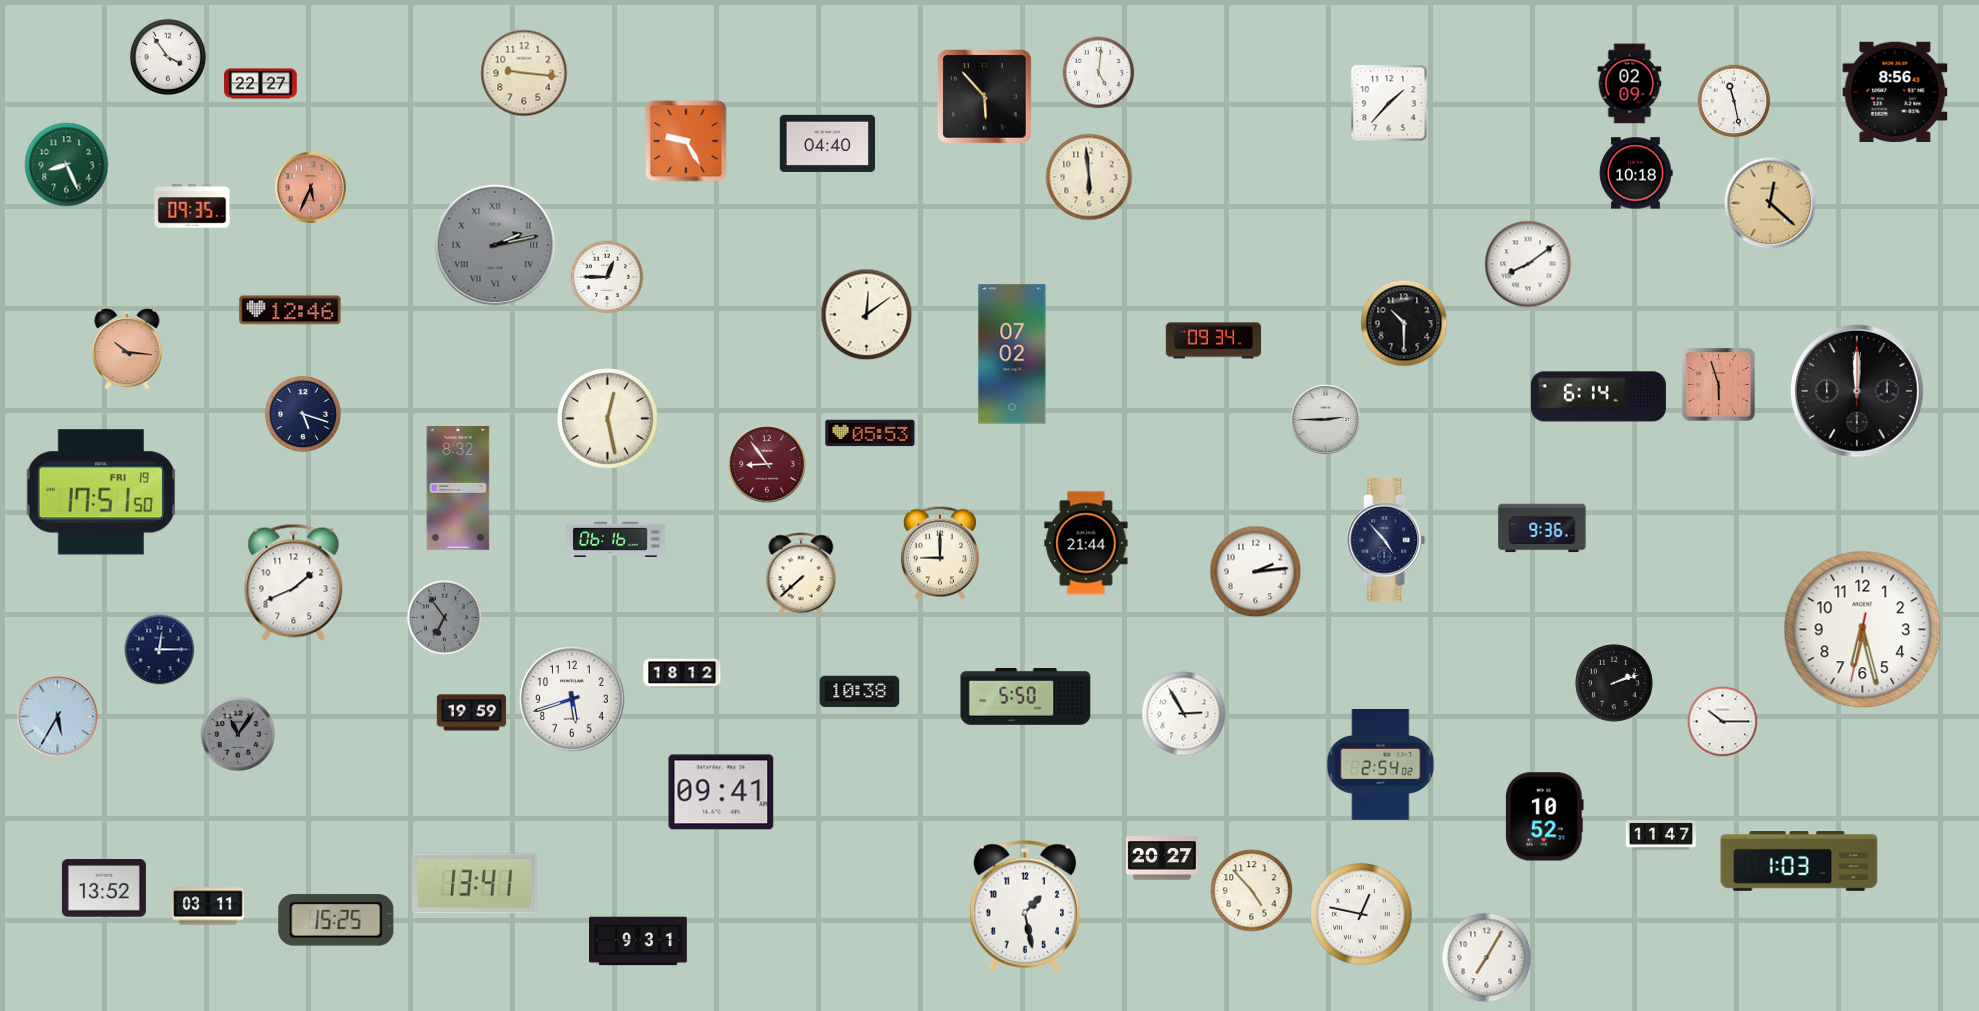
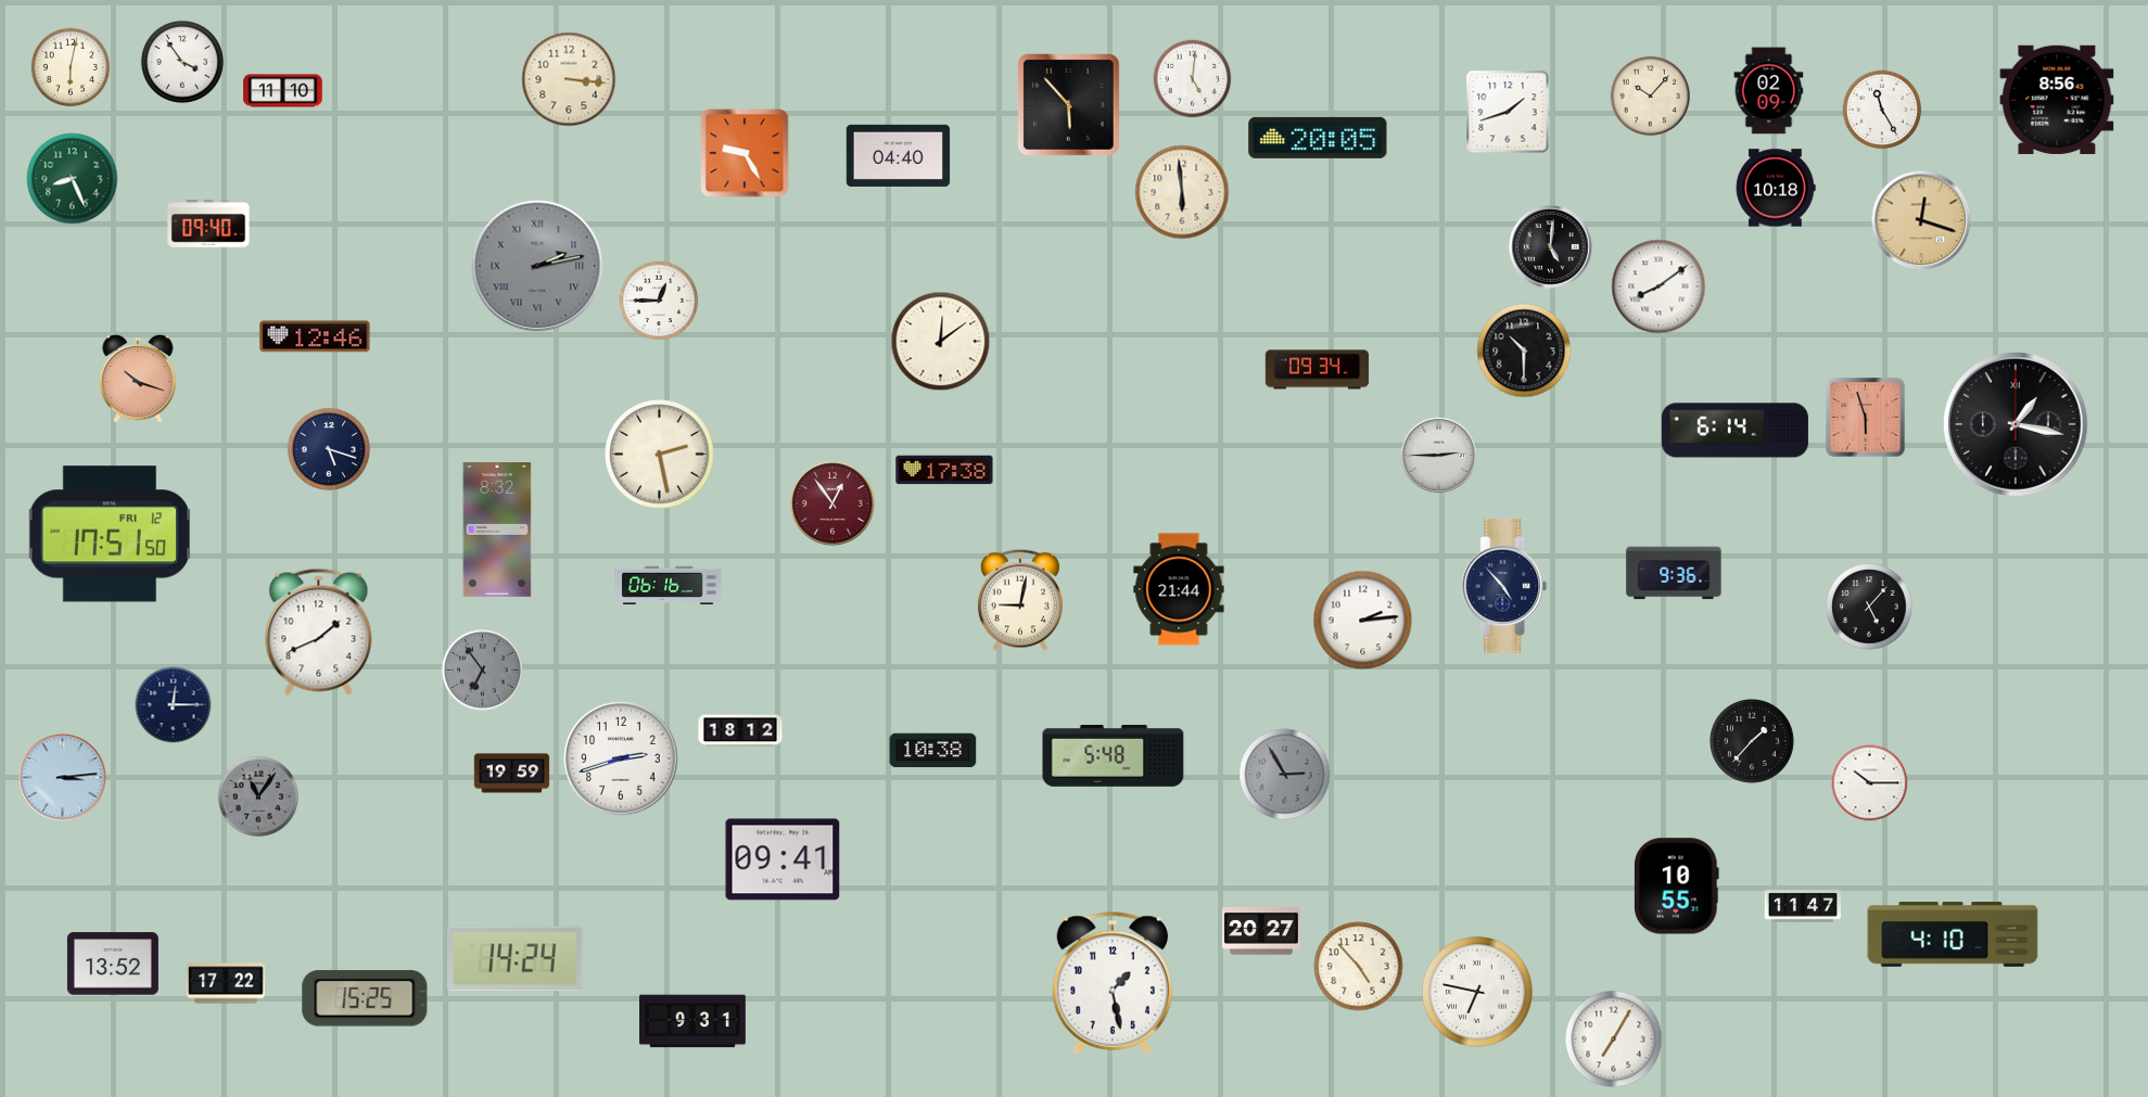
clock at (71, 67): none -> 6:02
clock at (524, 73): 9:16 -> 3:16
clock at (261, 84): 22:27 -> 11:10
clock at (1651, 97): none -> 10:07
clock at (1734, 101): 11:28 -> 11:25
clock at (1389, 103): 1:37 -> 1:42
clock at (1318, 138): none -> 20:05
clock at (310, 187): 5:34 -> none
clock at (1770, 203): 12:22 -> 12:18
clock at (192, 206): 09:35 -> 09:40
clock at (1551, 247): none -> 5:01
clock at (127, 349): 10:16 -> 10:18
clock at (1012, 354): 07:02 -> none
clock at (1858, 392): 12:00 -> 1:17
clock at (608, 419): 12:28 -> 2:28
clock at (870, 433): 05:53 -> 17:38
clock at (767, 464): 8:54 -> 12:54
clock at (100, 492) date: FRI 19 -> FRI 12
clock at (940, 553): 9:00 -> 9:02
clock at (1869, 607): none -> 5:07
clock at (801, 574): 7:38 -> none
clock at (1863, 630): 6:27 -> none
clock at (1615, 684): 2:12 -> 1:37
clock at (1026, 697): 5:50 -> 5:48
clock at (572, 699): 5:42 -> 2:42
clock at (1184, 714) dial: white -> grey
clock at (58, 717): 5:35 -> 3:14
clock at (1381, 765): 2:54 -> none
clock at (1544, 817): 10:52 -> 10:55
clock at (1799, 861): 1:03 -> 4:10
clock at (475, 884): 13:41 -> 14:24
clock at (209, 906): 03:11 -> 17:22
clock at (1361, 914): 12:47 -> 6:47
